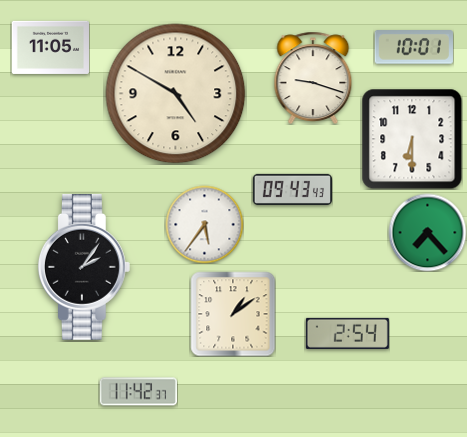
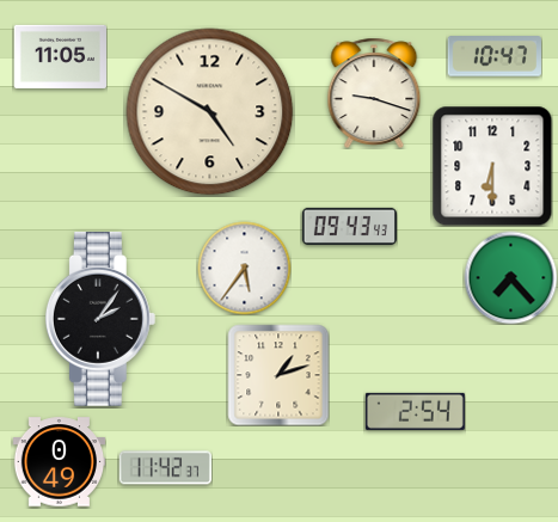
clock at (414, 47): 10:01 -> 10:47
clock at (233, 314): 1:09 -> 1:12
clock at (347, 333) position: (347, 333) -> (415, 411)
clock at (59, 462): none -> 0:49
